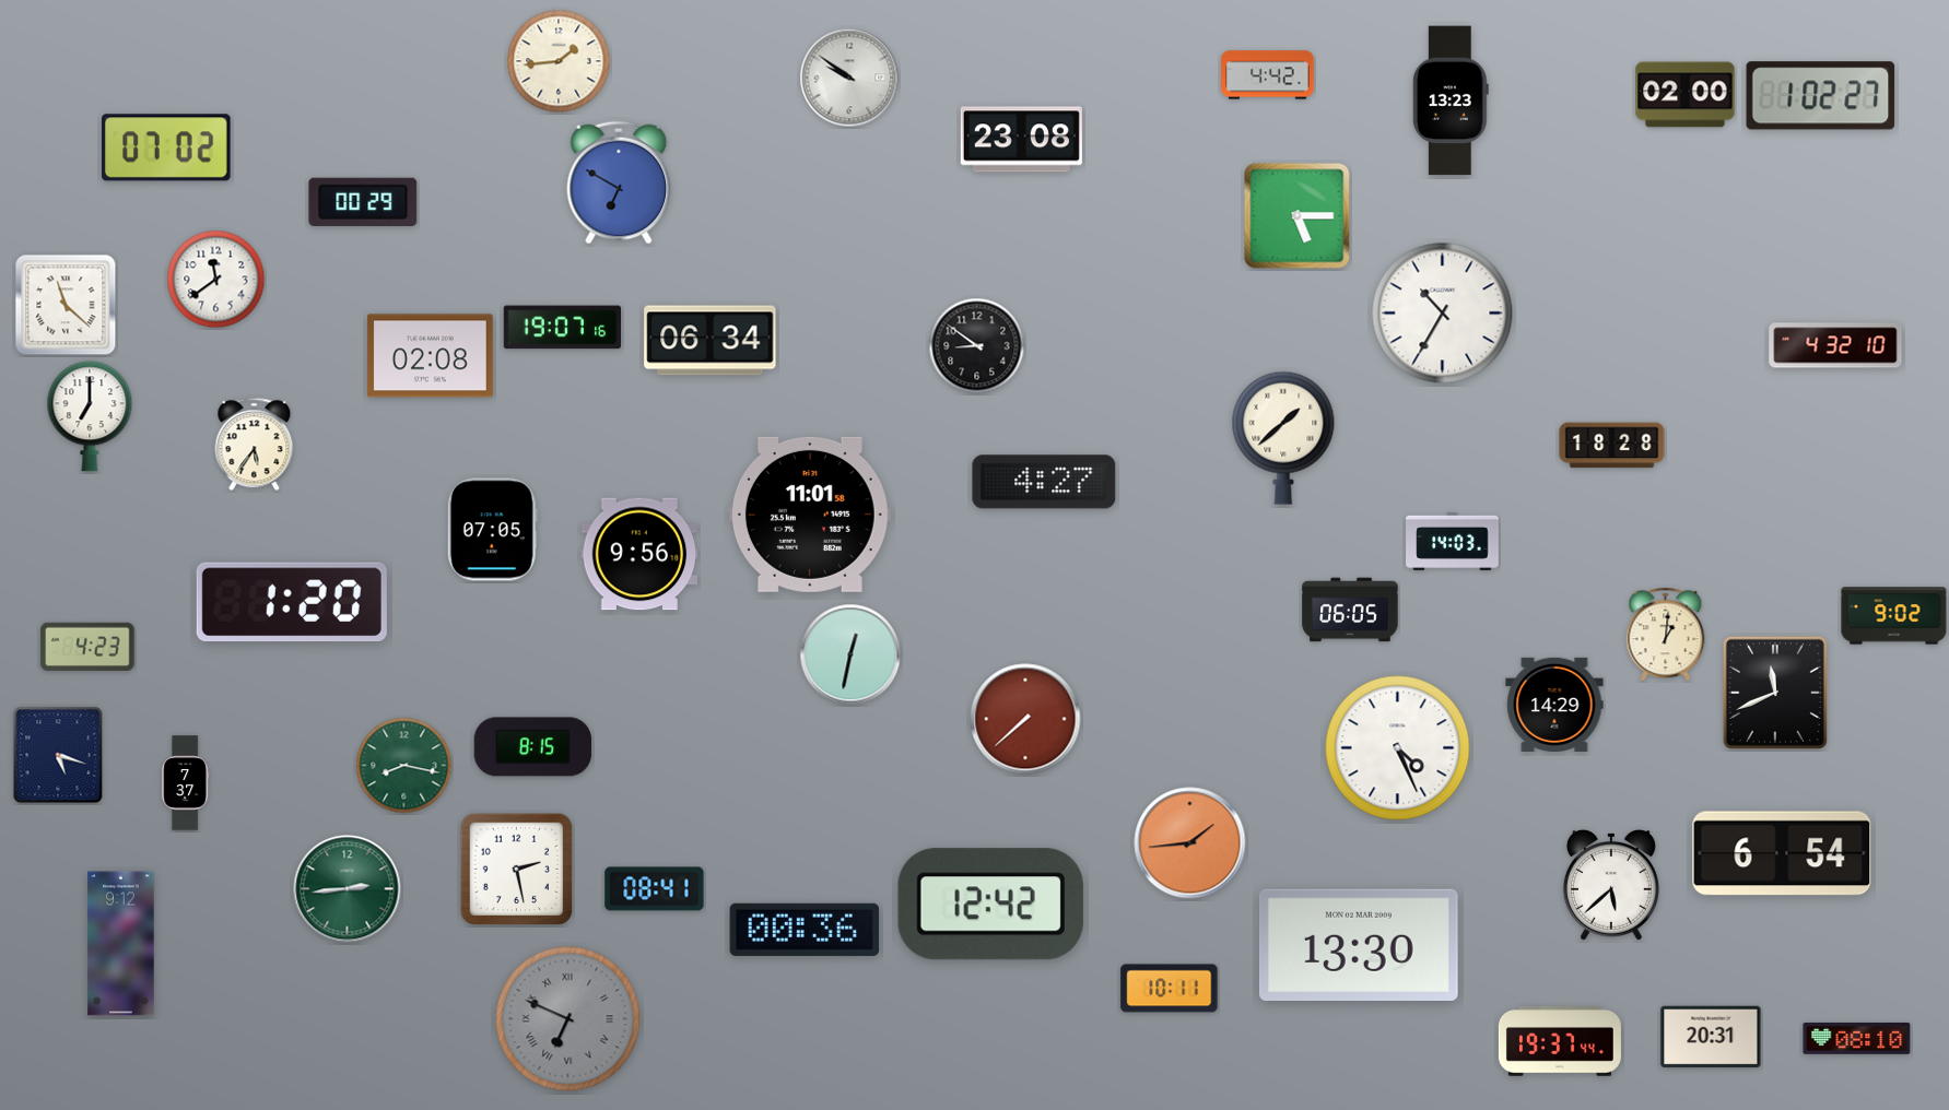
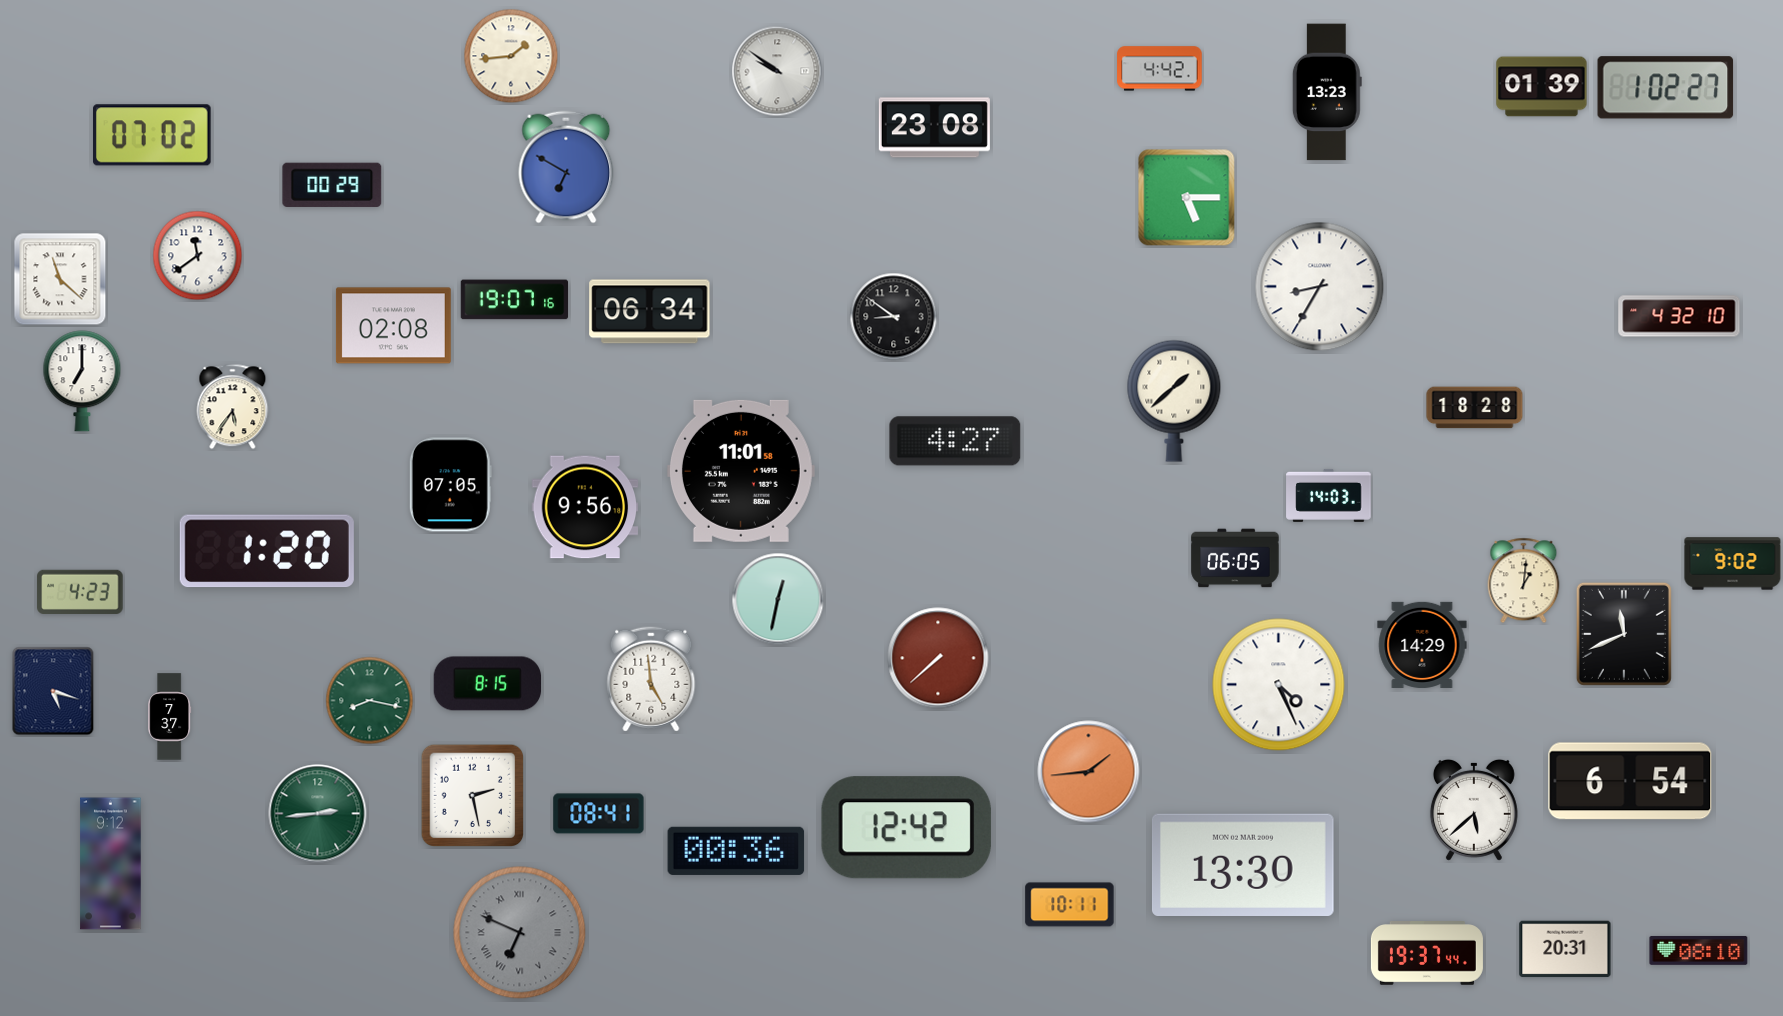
clock at (1686, 95): 02:00 -> 01:39
clock at (1443, 314): 10:35 -> 8:35
clock at (651, 679): none -> 4:59
